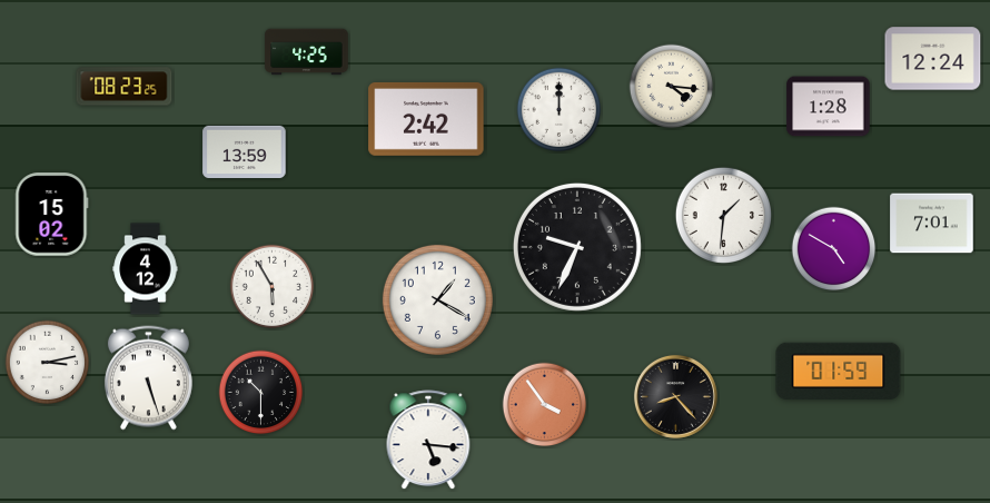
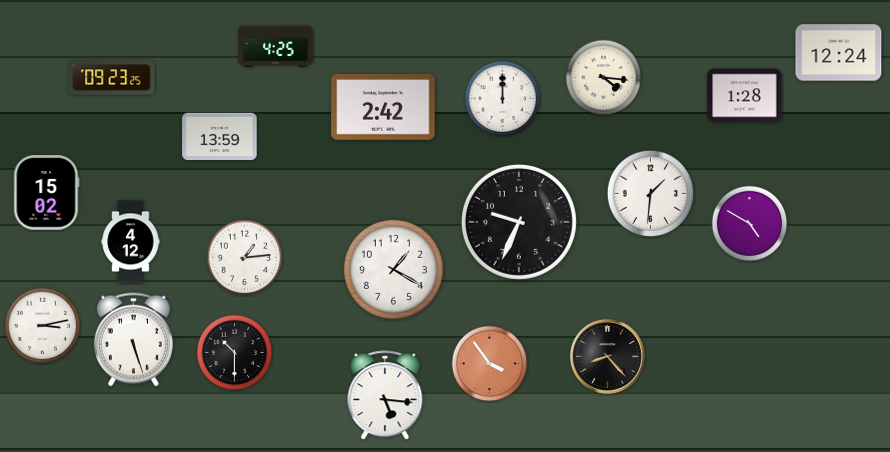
clock at (125, 87): 08:23 -> 09:23
clock at (932, 224): 7:01 -> none
clock at (273, 287): 5:55 -> 1:14
clock at (839, 371): 01:59 -> none
